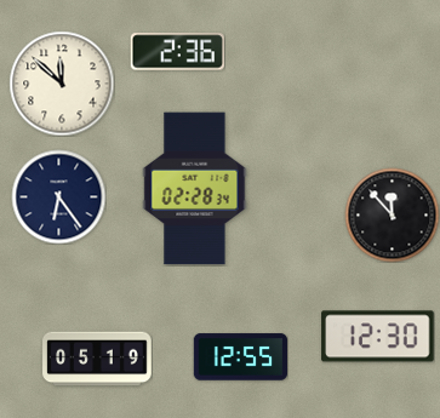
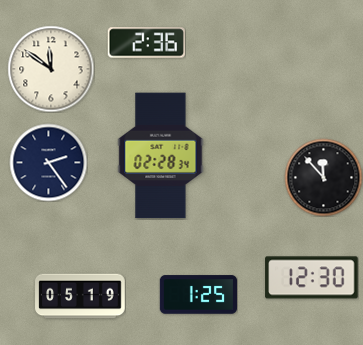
clock at (62, 84): 11:52 -> 11:51
clock at (58, 196): 6:24 -> 2:24
clock at (240, 357): 12:55 -> 1:25
